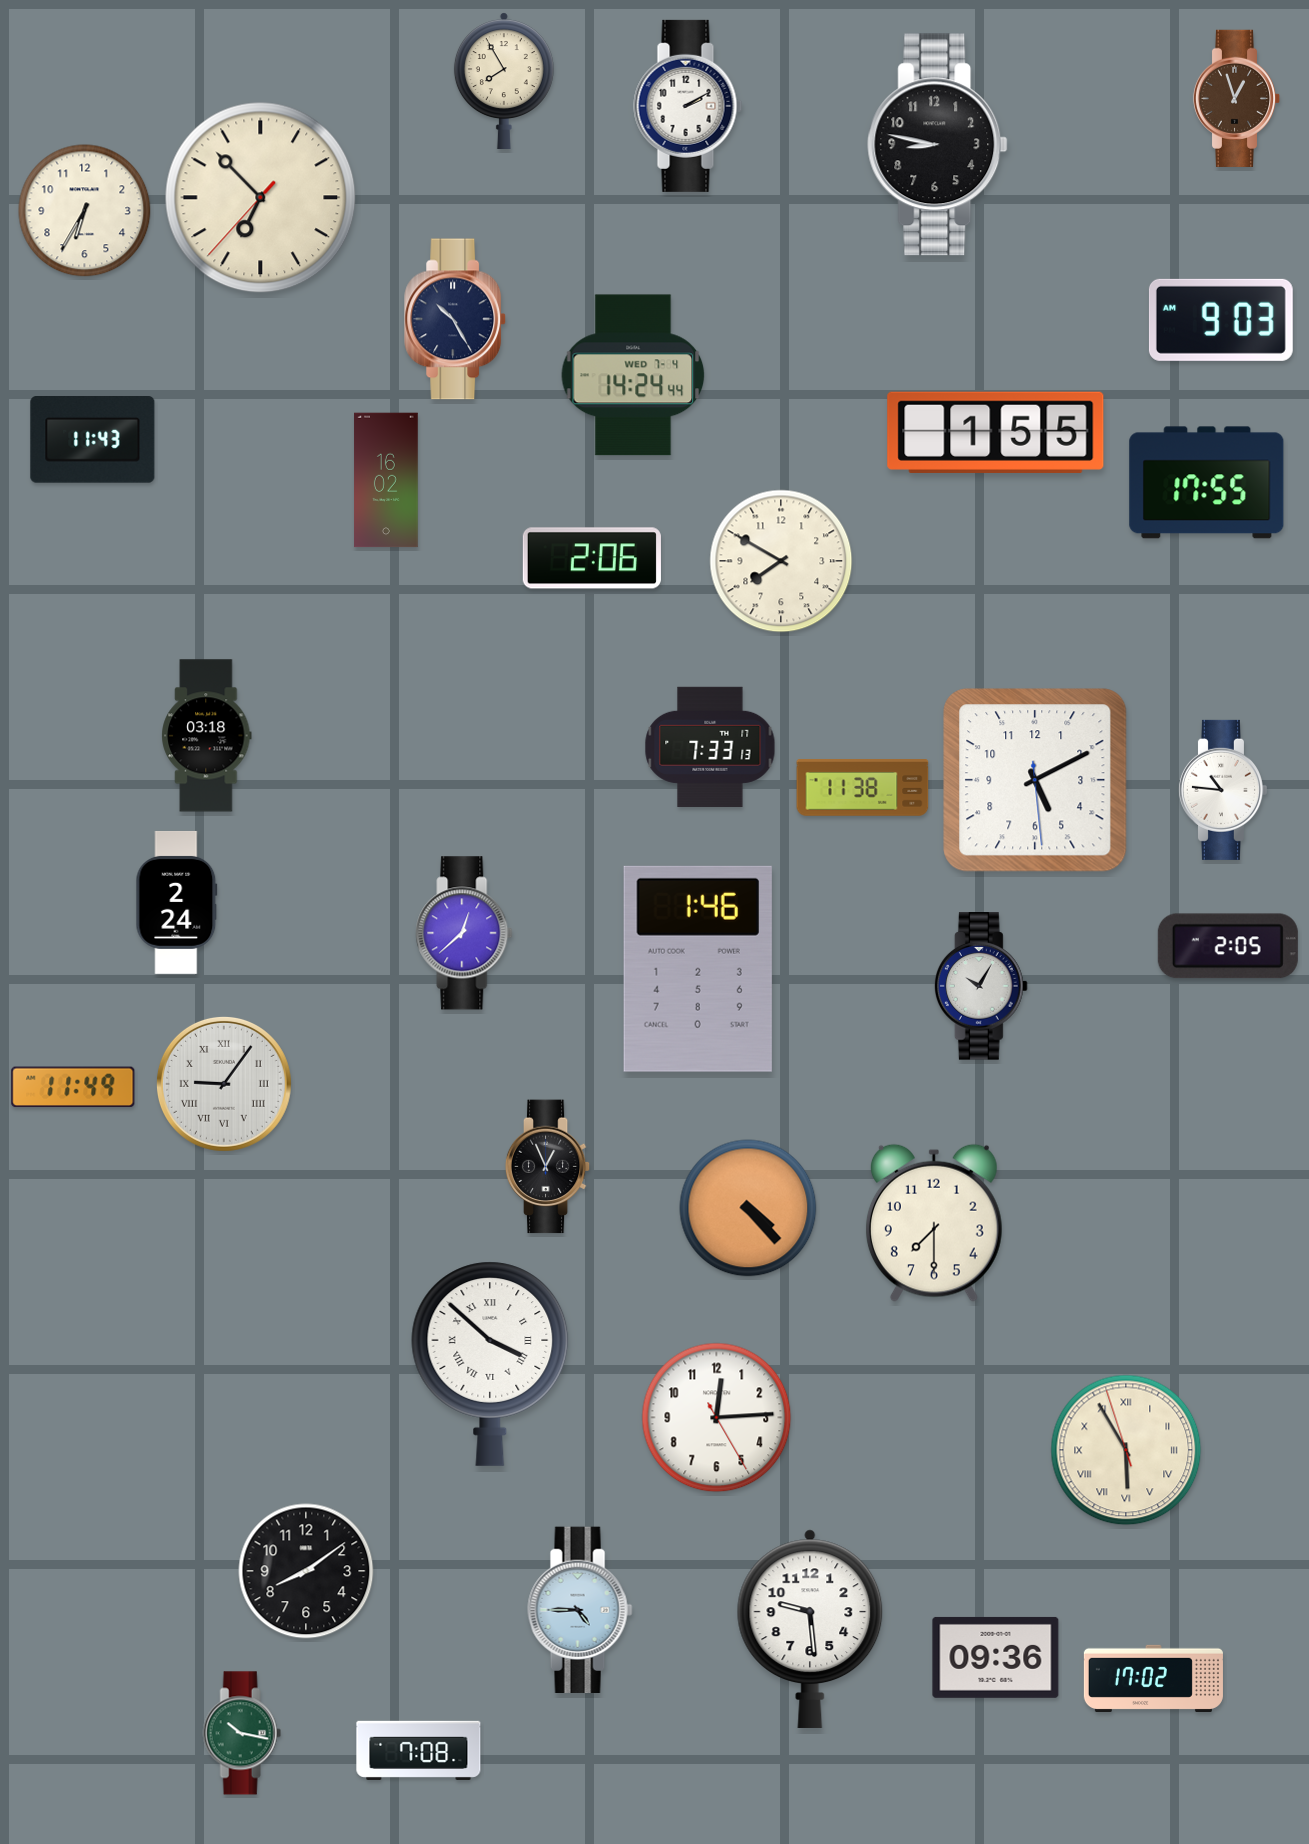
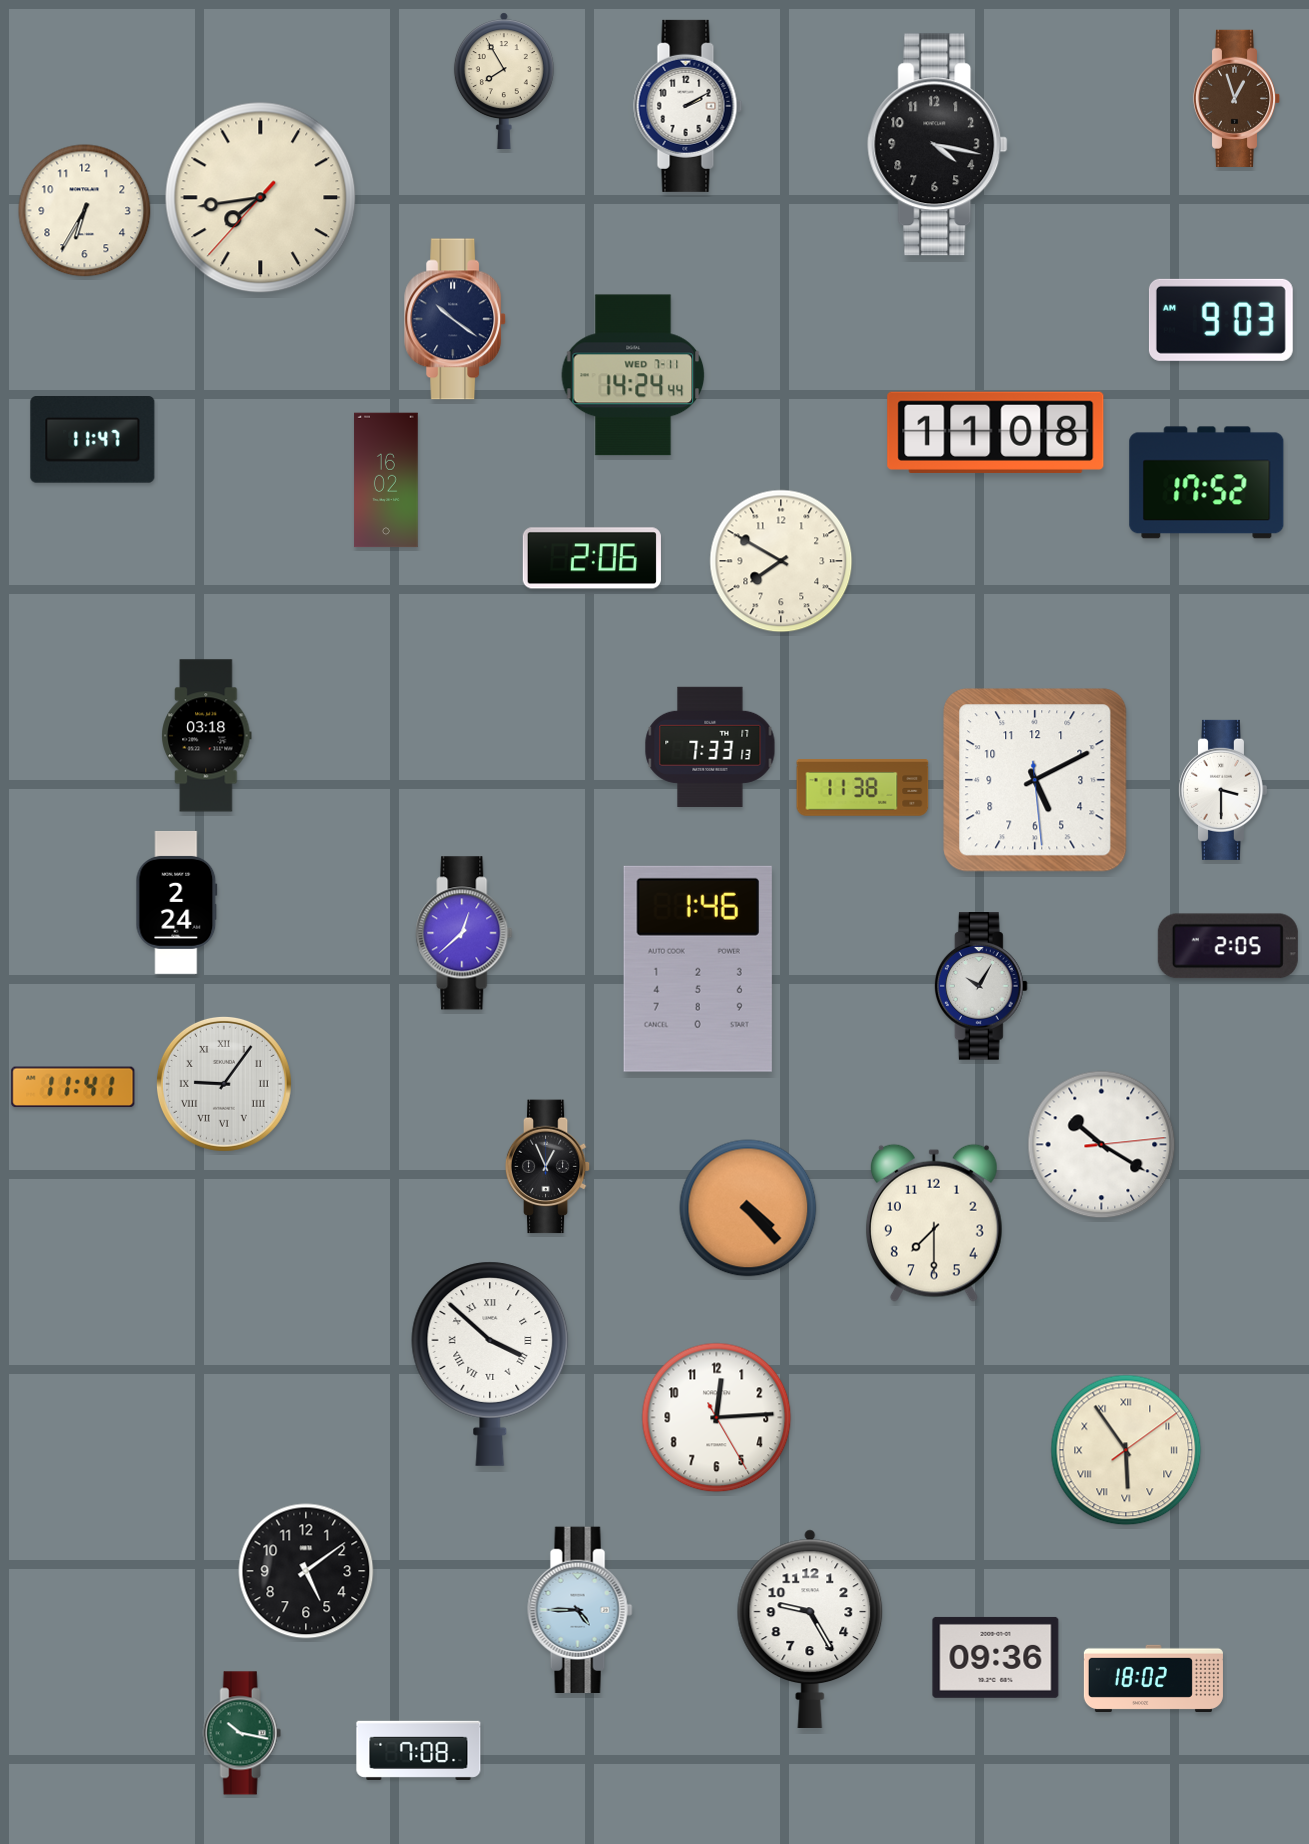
clock at (938, 145): 8:47 -> 4:17
clock at (261, 198): 6:52 -> 7:43
clock at (456, 319): 10:25 -> 10:21
clock at (633, 375) date: WED 7-4 -> WED 7-11
clock at (996, 432): 1:55 -> 11:08
clock at (93, 440): 11:43 -> 11:47
clock at (1207, 483): 17:55 -> 17:52
clock at (1222, 790): 10:46 -> 3:30
clock at (73, 1087): 11:49 -> 11:41
clock at (1102, 1145): none -> 10:20
clock at (1126, 1450): 5:54:57 -> 5:54:09
clock at (306, 1571): 8:09 -> 5:09
clock at (810, 1629): 9:29 -> 9:25
clock at (1153, 1678): 17:02 -> 18:02
